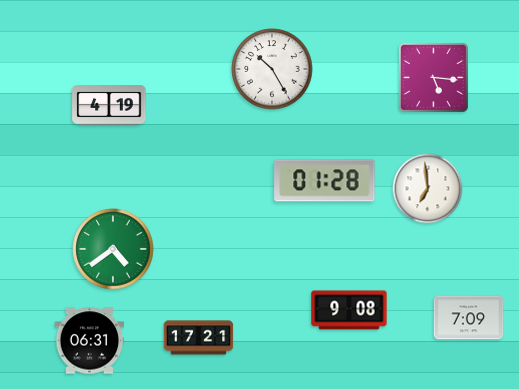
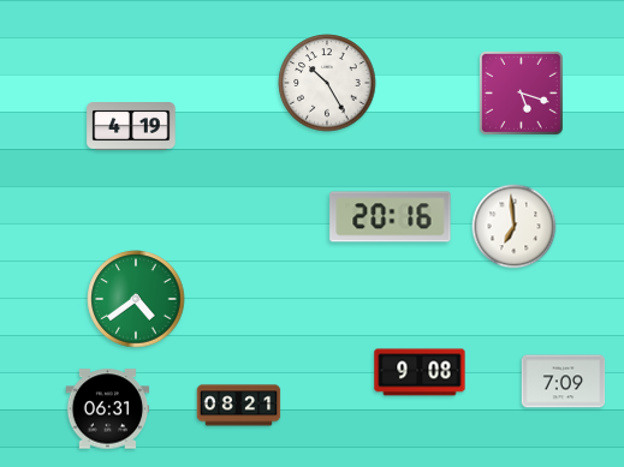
clock at (433, 77): 5:16 -> 5:18
clock at (325, 181): 01:28 -> 20:16
clock at (199, 338): 17:21 -> 08:21
